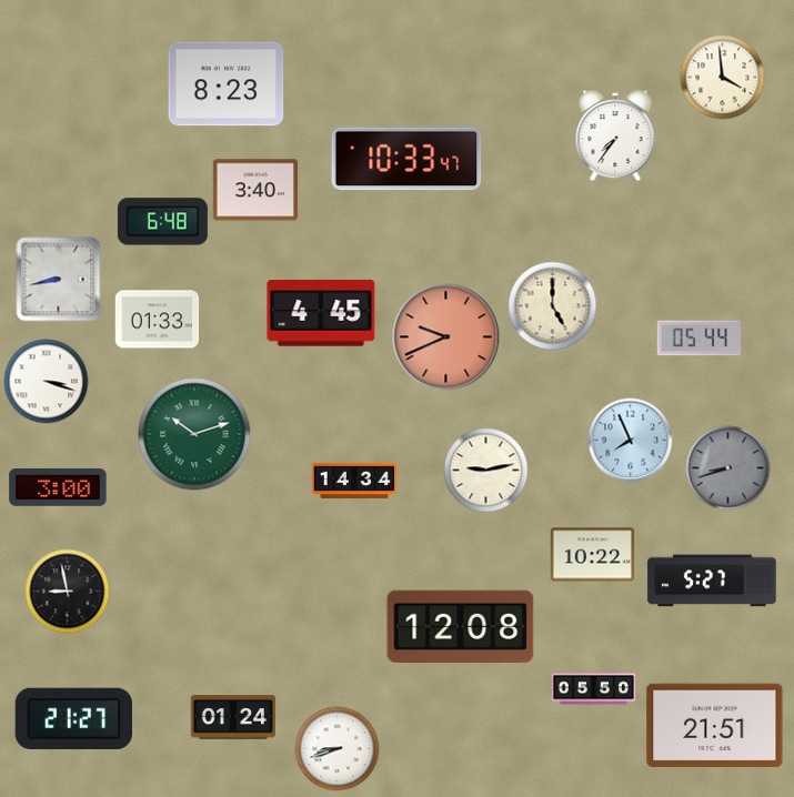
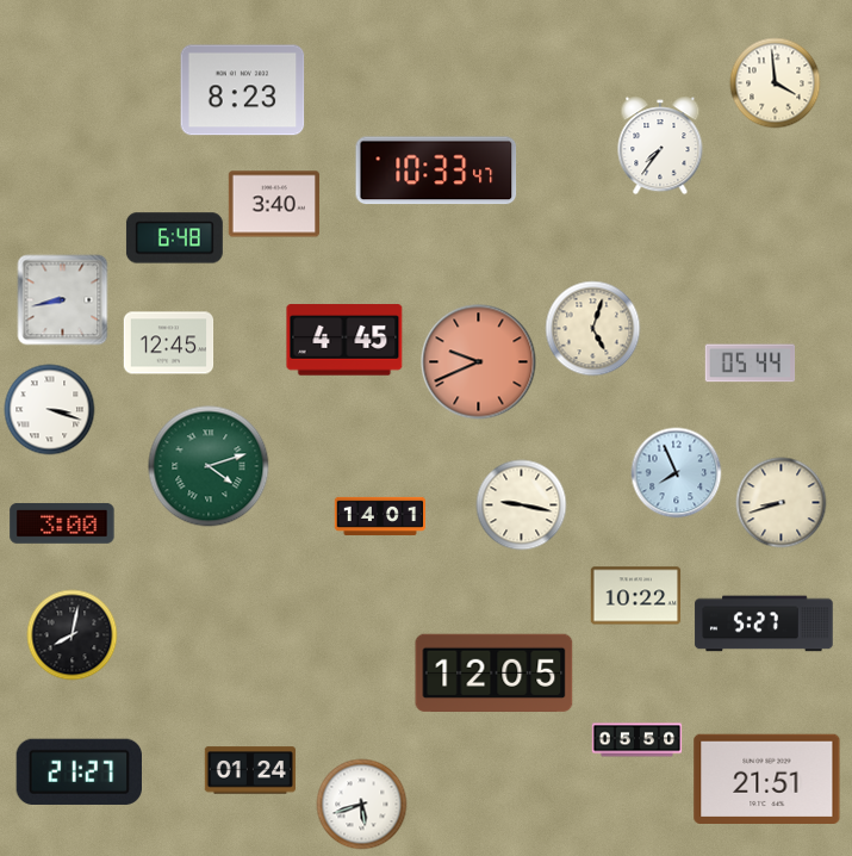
clock at (553, 306): 5:00 -> 5:03
clock at (321, 313) position: (321, 313) -> (344, 340)
clock at (158, 320): 01:33 -> 12:45
clock at (194, 434): 10:12 -> 4:12
clock at (728, 468) dial: grey -> cream
clock at (486, 471): 9:13 -> 9:17
clock at (353, 481): 14:34 -> 14:01
clock at (68, 592): 8:58 -> 8:02
clock at (461, 627): 12:08 -> 12:05
clock at (338, 749): 8:42 -> 5:42
